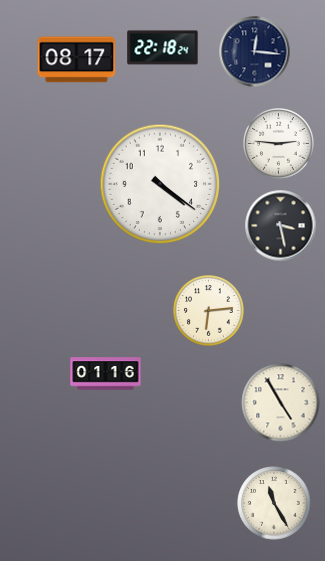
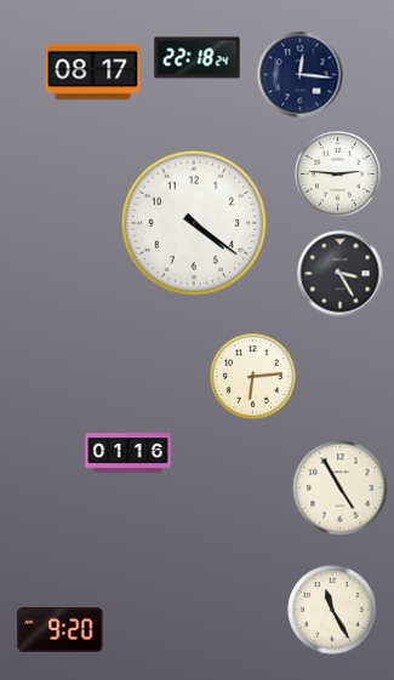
clock at (255, 52) position: (255, 52) -> (301, 75)
clock at (281, 226): 3:28 -> 3:25
clock at (61, 629): none -> 9:20
